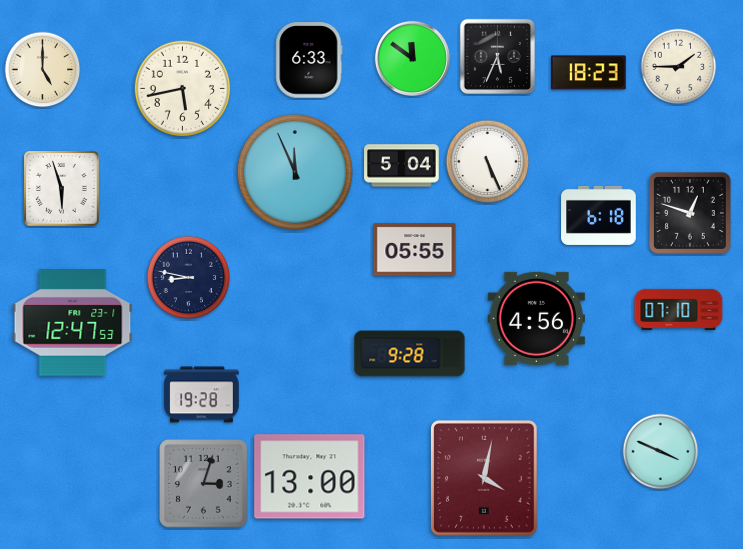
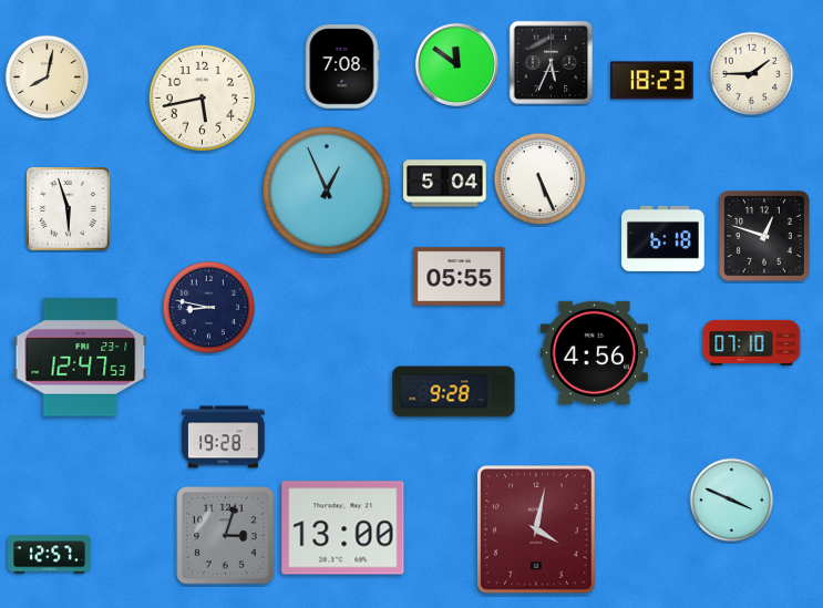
clock at (309, 60): 6:33 -> 7:08
clock at (43, 70): 5:00 -> 8:02
clock at (295, 172): 11:56 -> 12:56
clock at (50, 555): none -> 12:57
